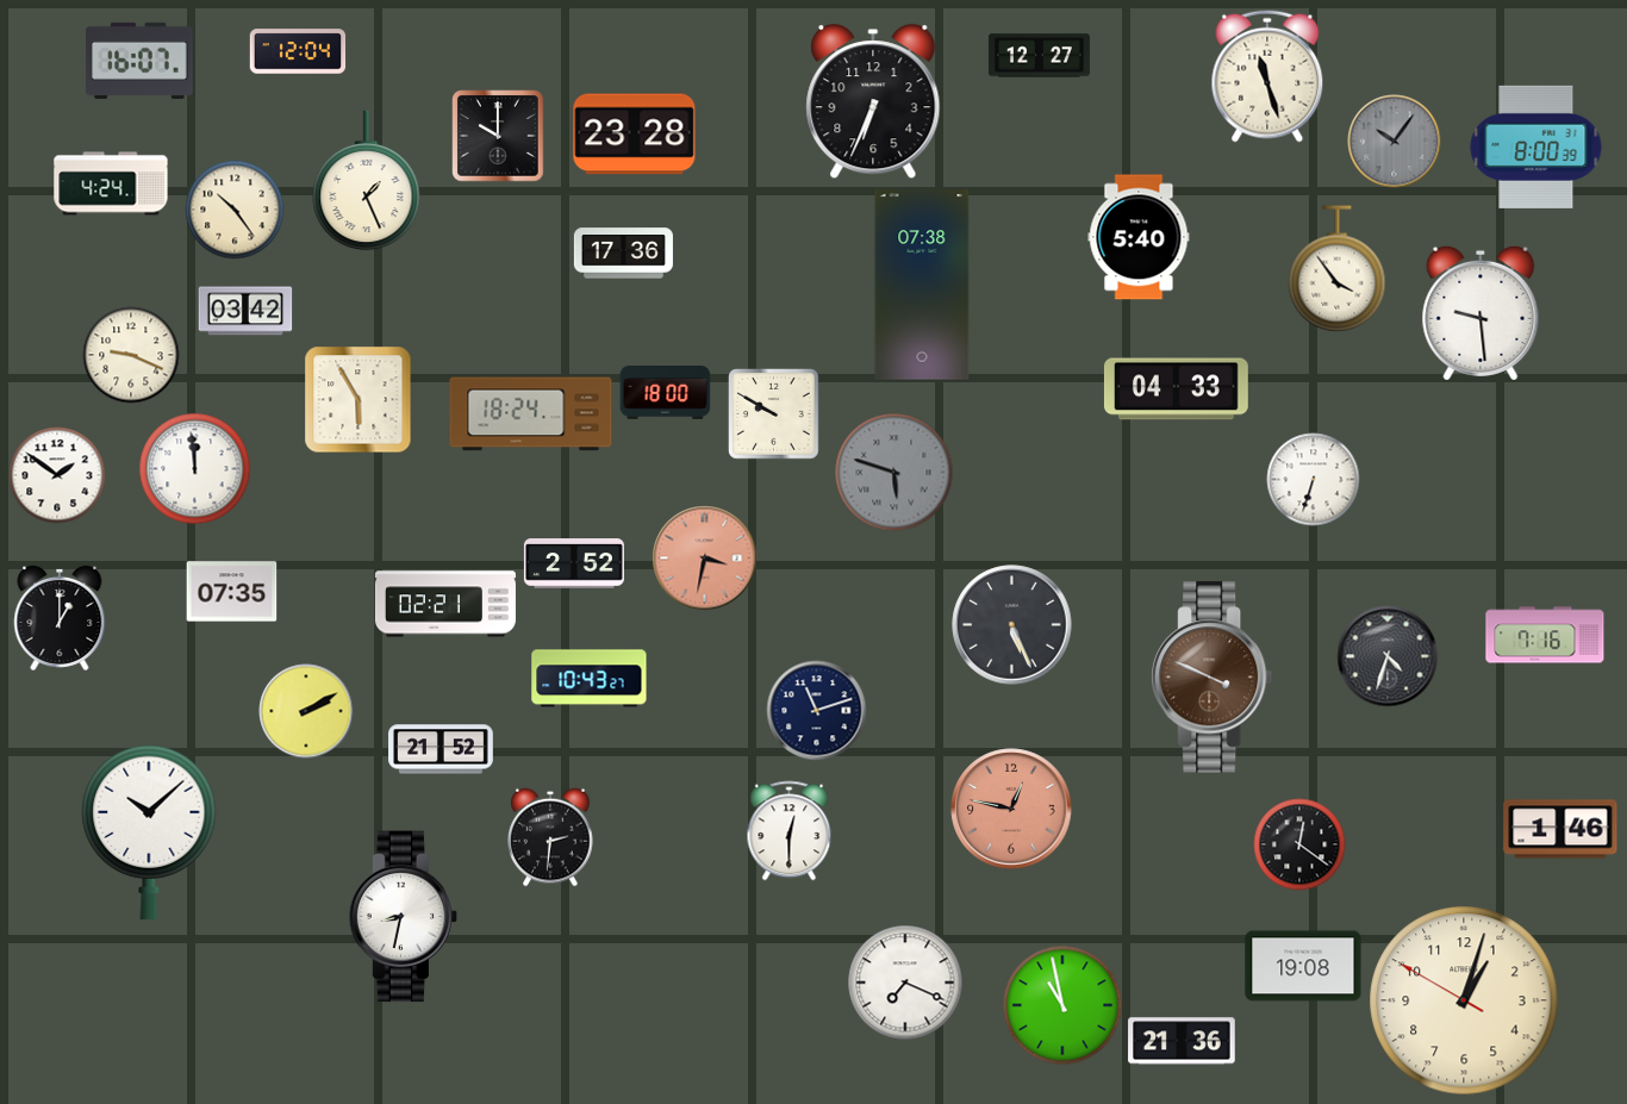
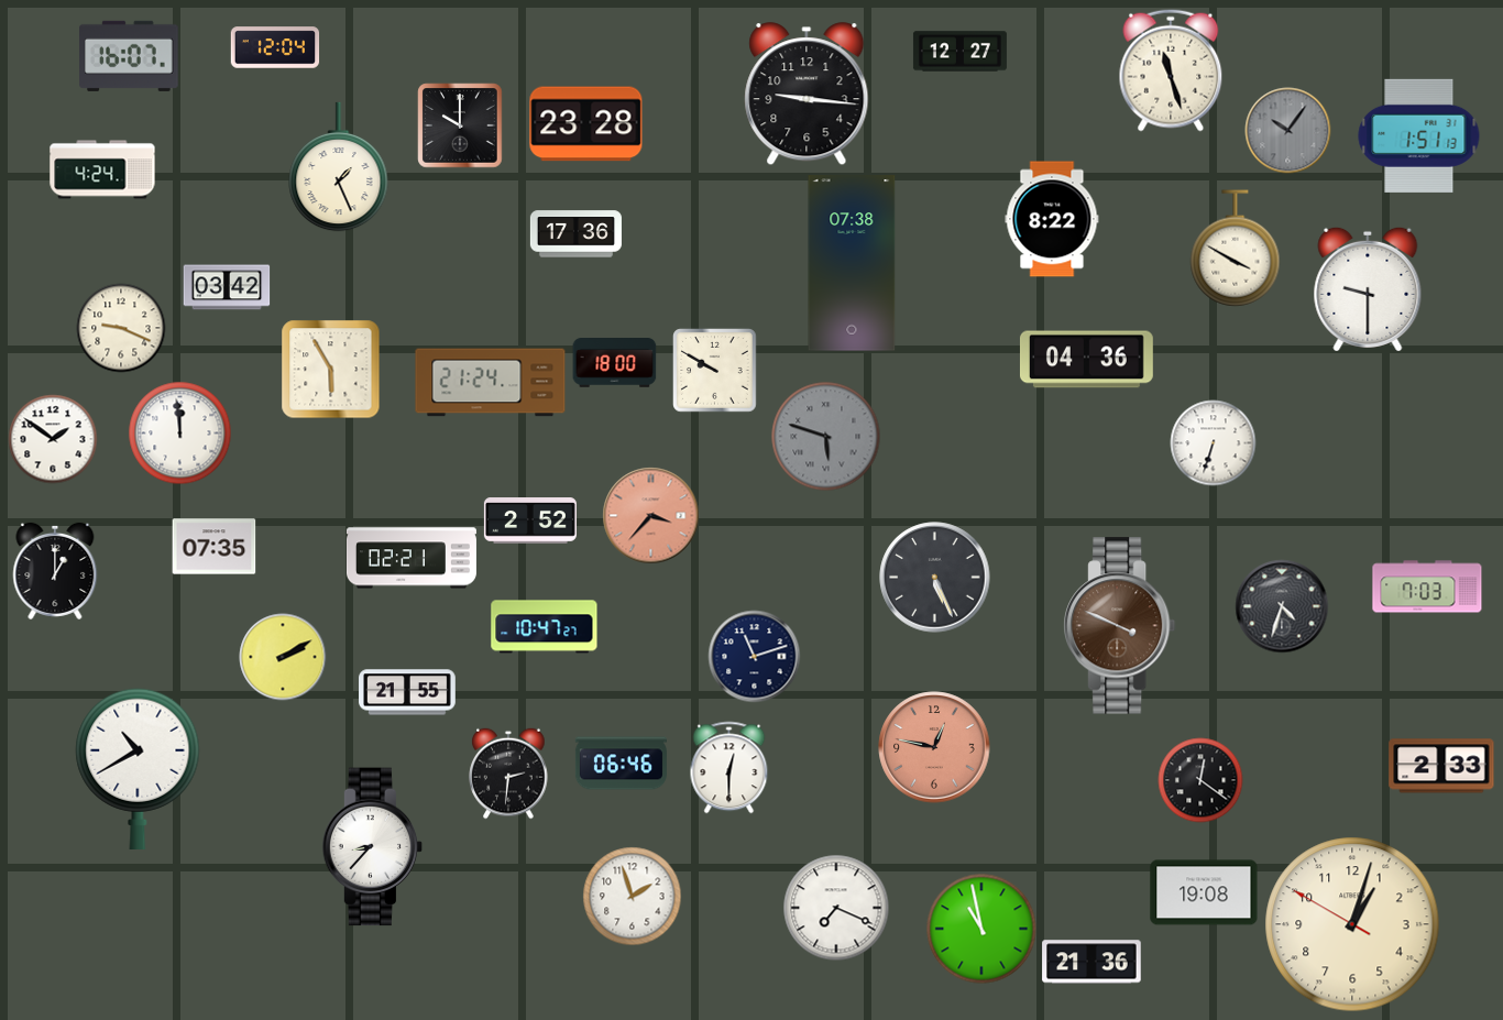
clock at (873, 102): 6:34 -> 9:16
clock at (1536, 146): 8:00 -> 1:51
clock at (235, 210): 10:24 -> none
clock at (1139, 237): 5:40 -> 8:22
clock at (1338, 269): 3:54 -> 3:50
clock at (1480, 313): 9:29 -> 9:30
clock at (1176, 389): 04:33 -> 04:36
clock at (531, 414): 18:24 -> 21:24
clock at (774, 414) position: (774, 414) -> (715, 371)
clock at (705, 559): 3:32 -> 3:37
clock at (1545, 635): 7:16 -> 7:03
clock at (590, 679): 10:43 -> 10:47
clock at (441, 749): 21:52 -> 21:55
clock at (621, 764): none -> 06:46
clock at (1560, 829): 1:46 -> 2:33
clock at (149, 831): 10:08 -> 10:40
clock at (404, 917): 8:32 -> 8:37
clock at (633, 897): none -> 1:57
